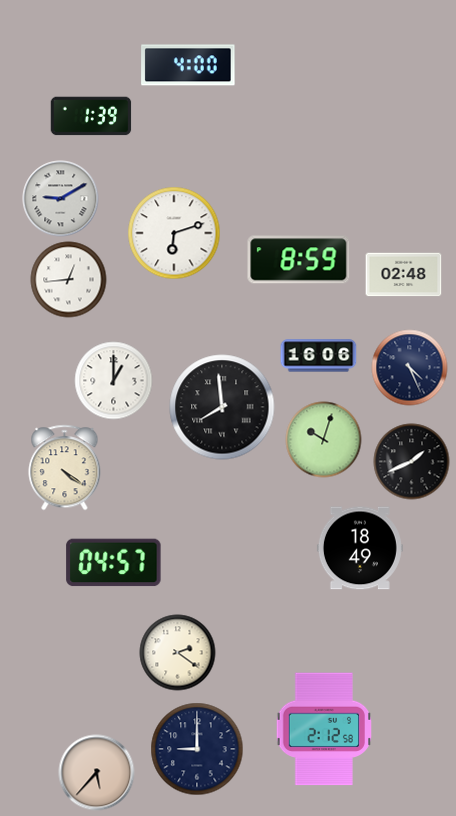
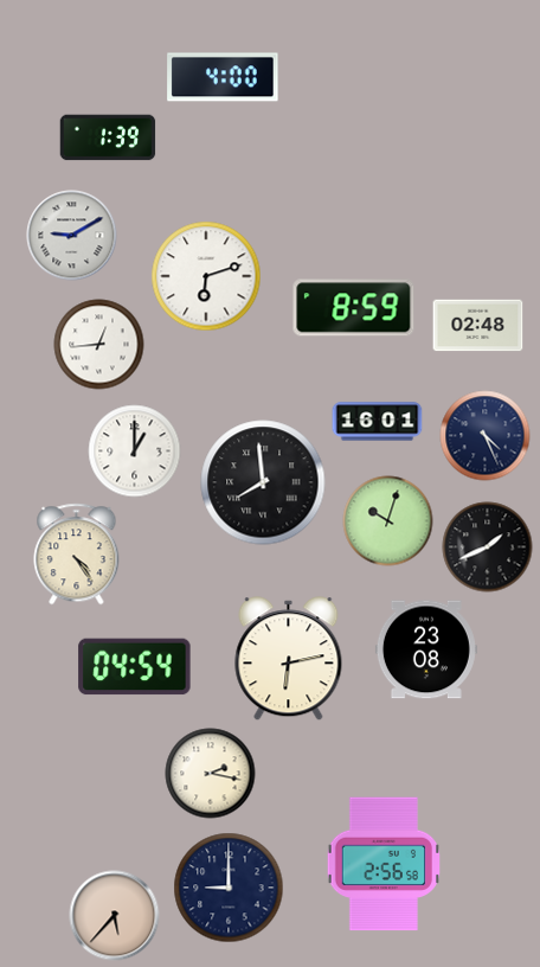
clock at (69, 280) position: (69, 280) -> (99, 345)
clock at (319, 356): 16:06 -> 16:01
clock at (324, 440) position: (324, 440) -> (388, 521)
clock at (65, 468): 4:21 -> 4:24
clock at (360, 548): 18:49 -> 23:08
clock at (289, 659): none -> 6:13
clock at (114, 563): 04:57 -> 04:54
clock at (178, 653): 2:21 -> 2:17
clock at (323, 729): 2:12 -> 2:56
clock at (197, 749) position: (197, 749) -> (229, 888)
